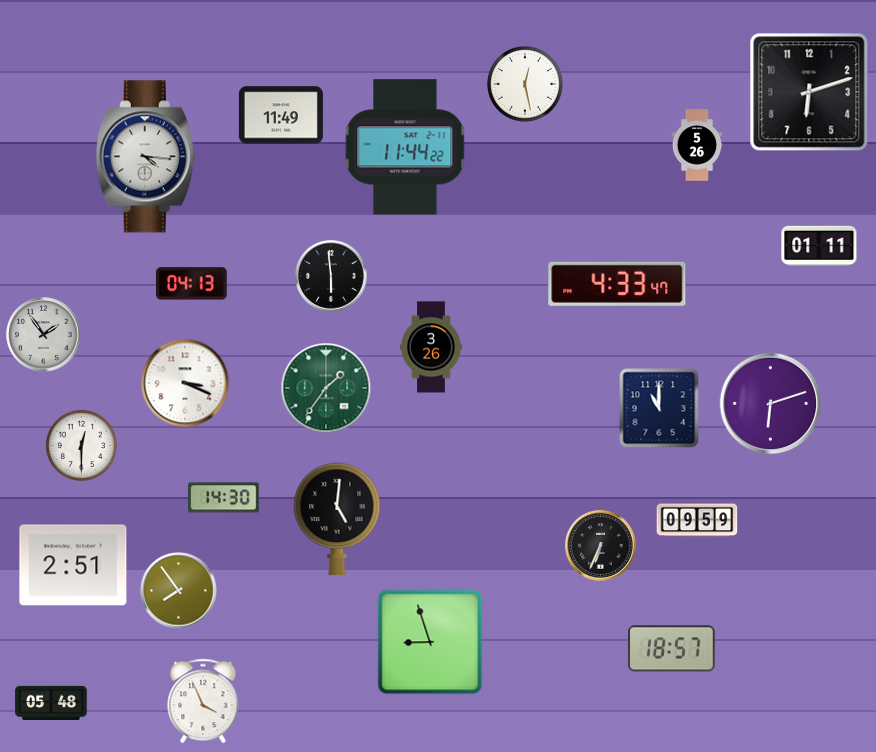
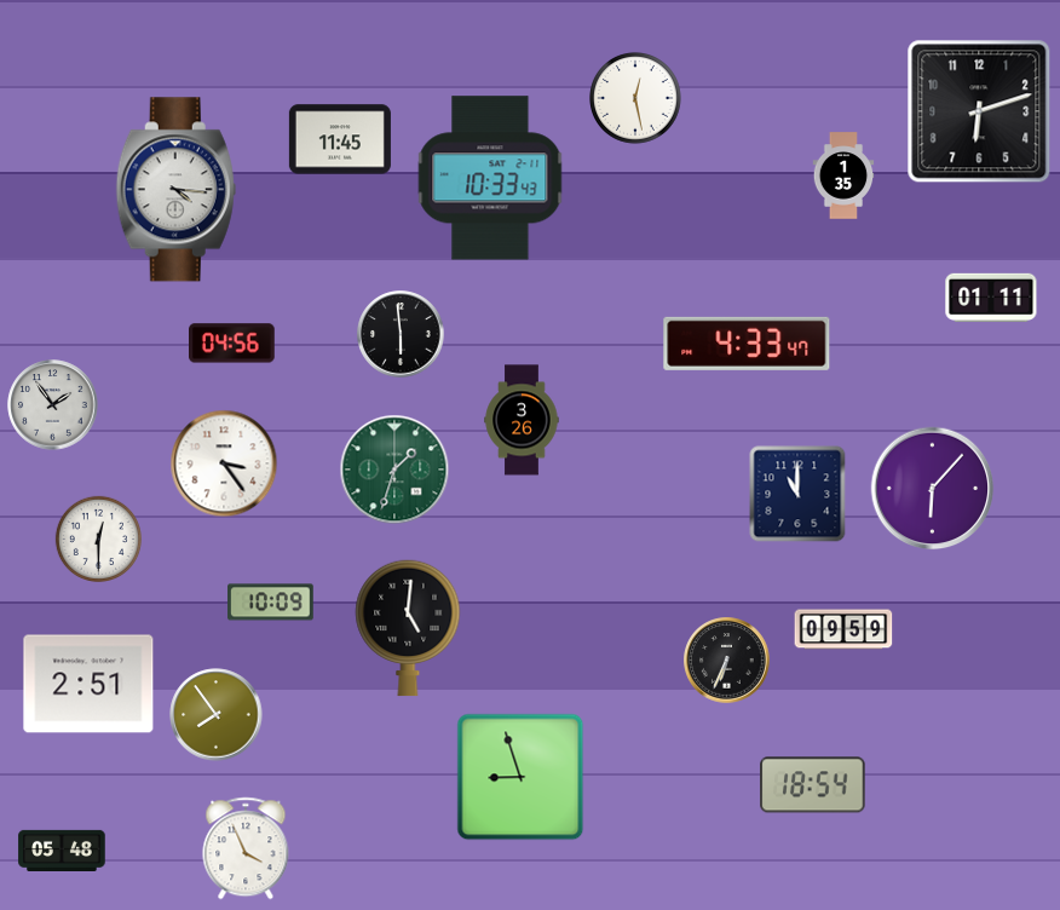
clock at (526, 85) position: (526, 85) -> (636, 99)
clock at (281, 115): 11:49 -> 11:45
clock at (697, 145): 5:26 -> 1:35
clock at (405, 147): 11:44 -> 10:33
clock at (192, 284): 04:13 -> 04:56
clock at (185, 383): 3:19 -> 3:24
clock at (326, 388): 1:36 -> 1:33
clock at (771, 404): 6:12 -> 6:07
clock at (224, 498): 14:30 -> 10:09
clock at (672, 649): 18:57 -> 18:54
